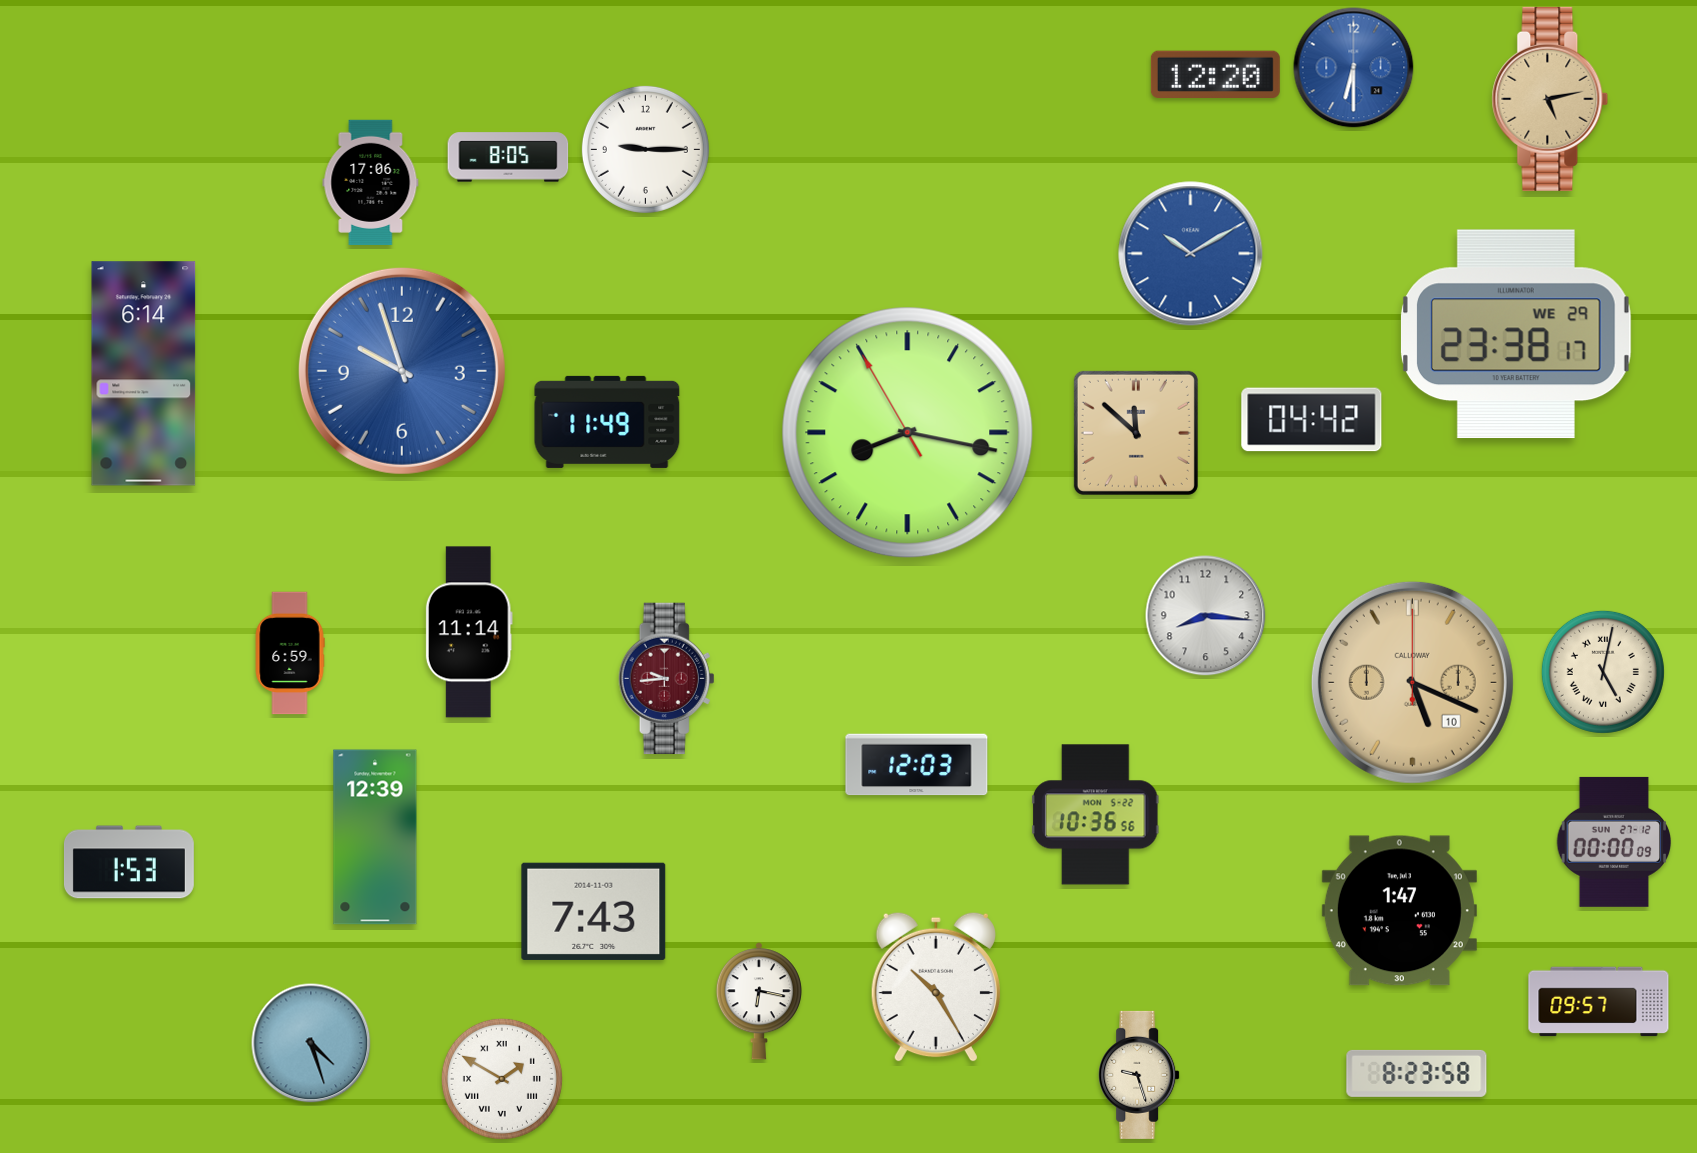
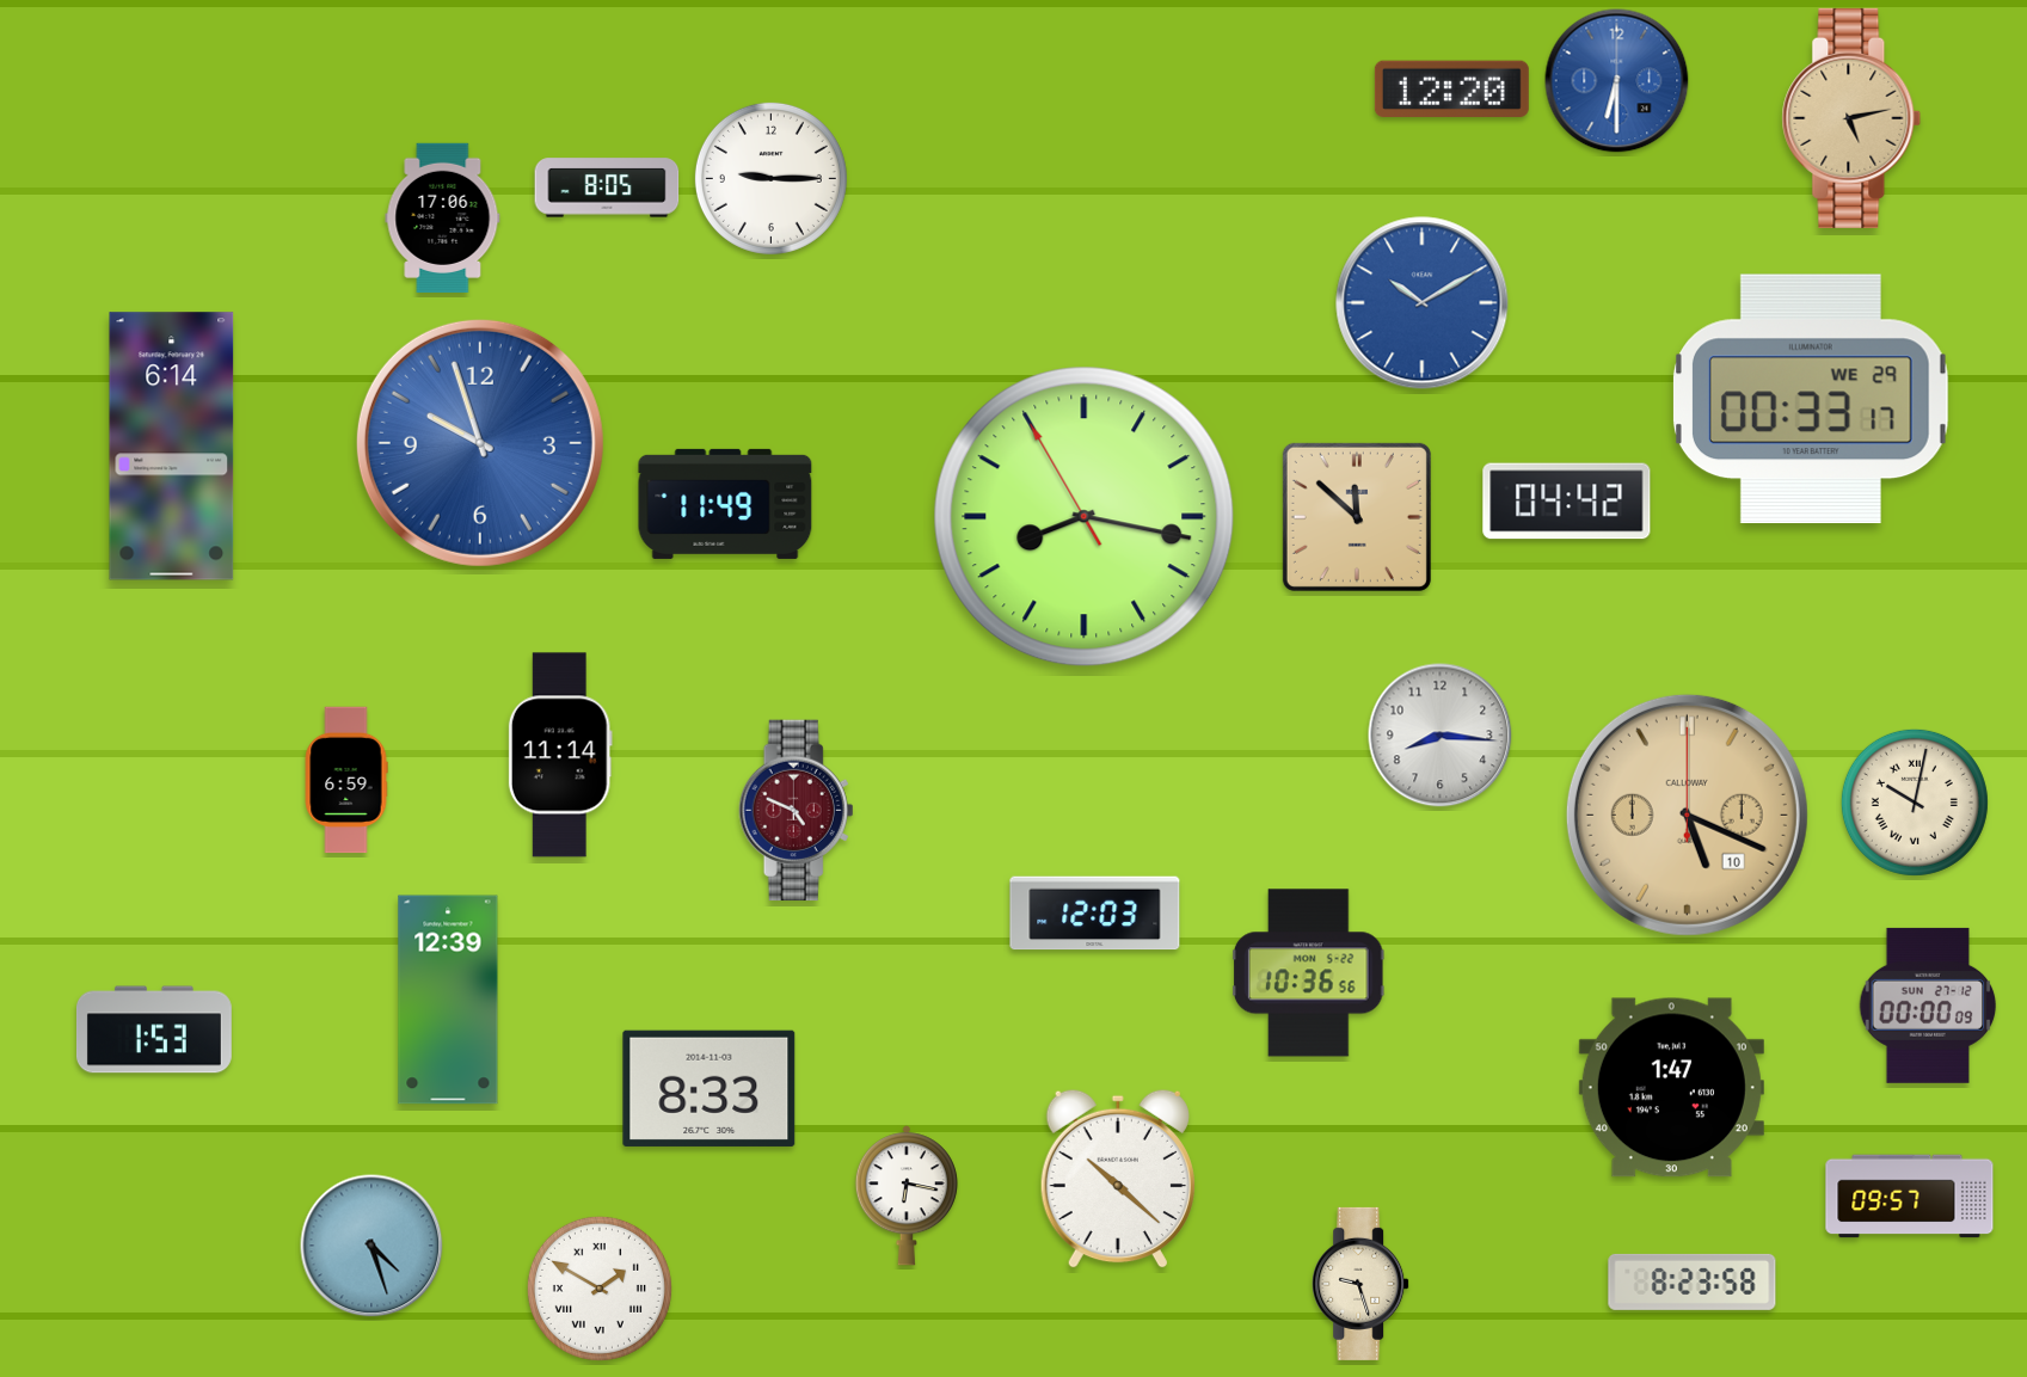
clock at (1516, 334): 23:38 -> 00:33
clock at (1603, 672): 5:02 -> 10:02
clock at (667, 679): 9:44 -> 4:49
clock at (594, 911): 7:43 -> 8:33
clock at (936, 987): 10:25 -> 10:22
